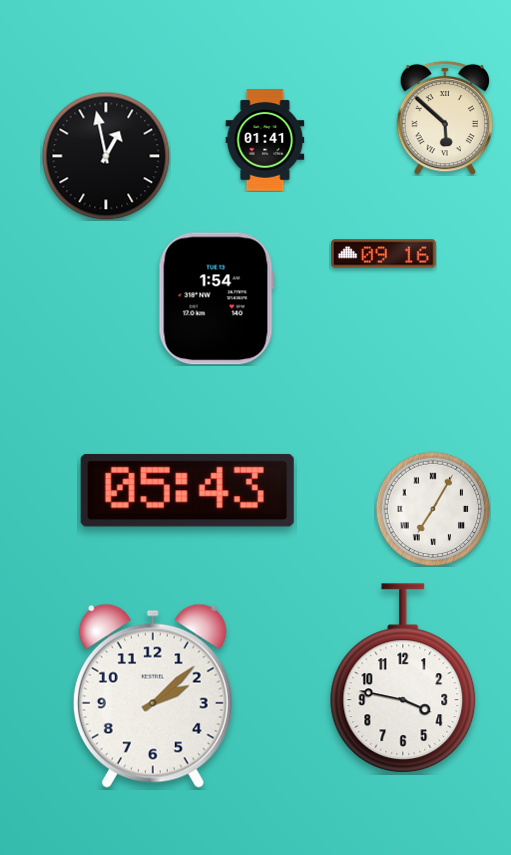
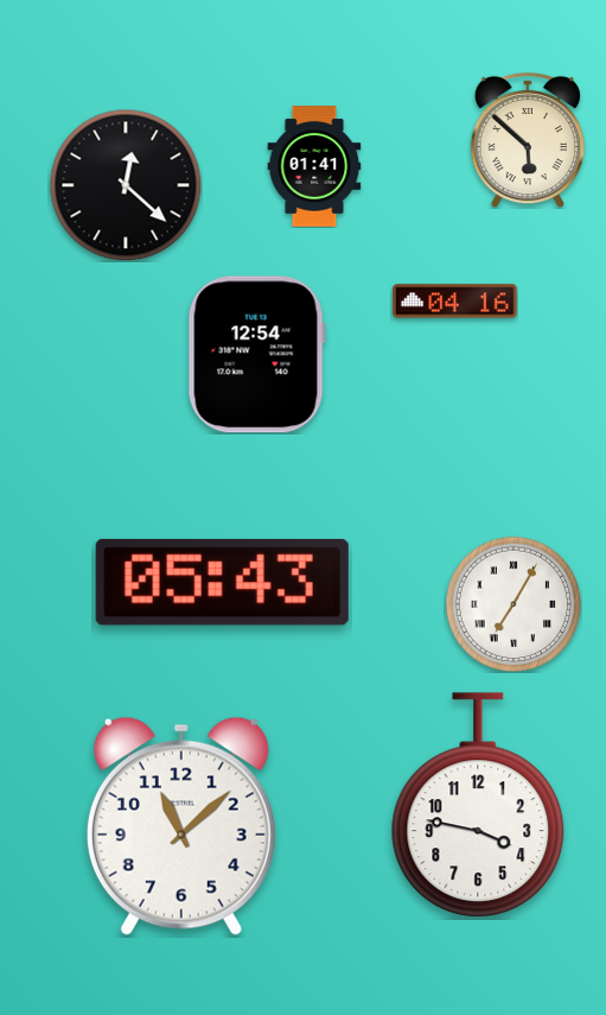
clock at (106, 156): 12:58 -> 12:22
clock at (384, 254): 09:16 -> 04:16
clock at (216, 299): 1:54 -> 12:54
clock at (153, 696): 2:08 -> 11:08
